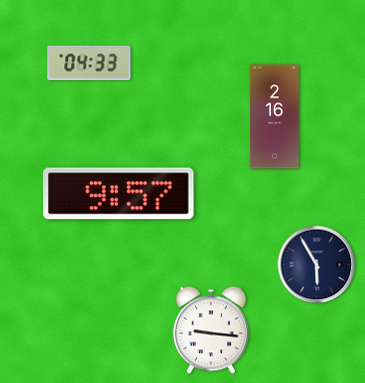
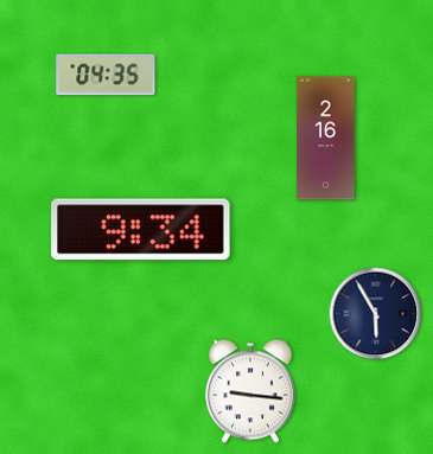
clock at (89, 63): 04:33 -> 04:35
clock at (119, 194): 9:57 -> 9:34
